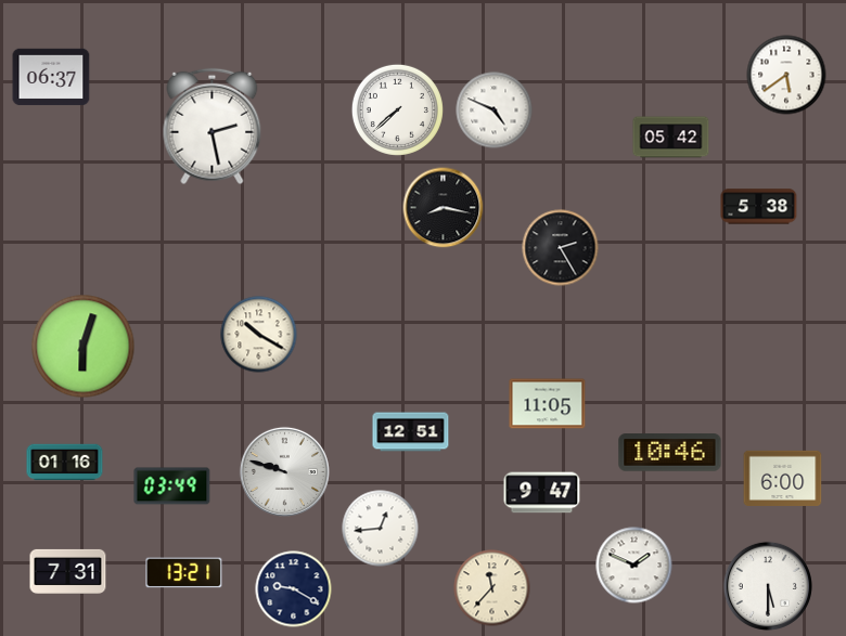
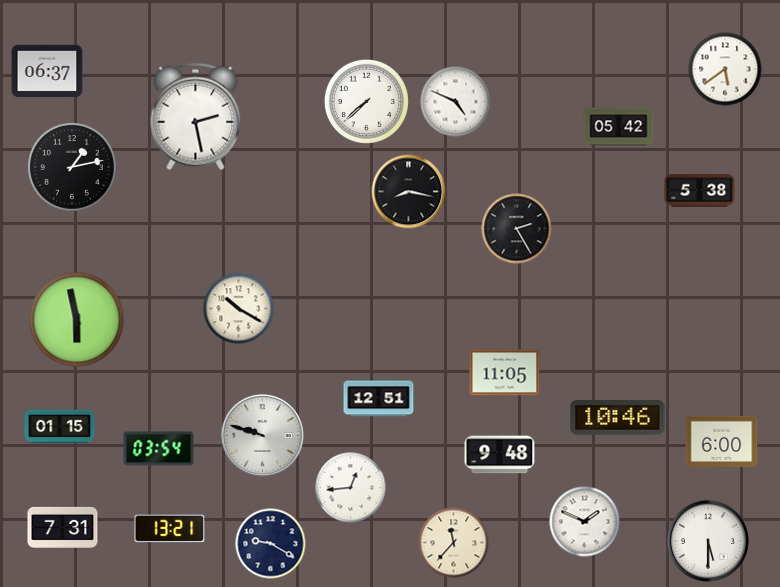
clock at (72, 167): none -> 1:13
clock at (84, 347): 6:03 -> 5:58
clock at (65, 463): 01:16 -> 01:15
clock at (172, 486): 03:49 -> 03:54
clock at (542, 493): 9:47 -> 9:48
